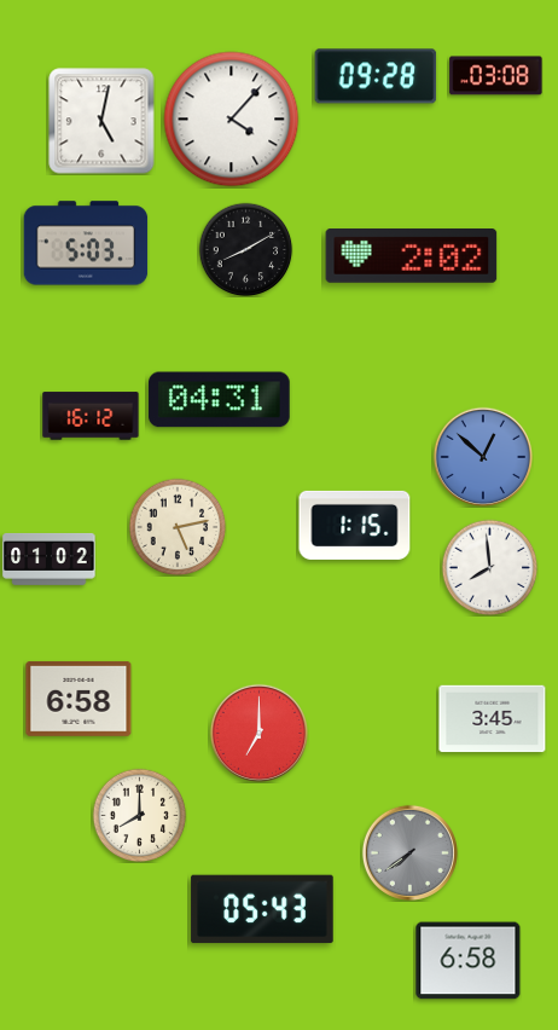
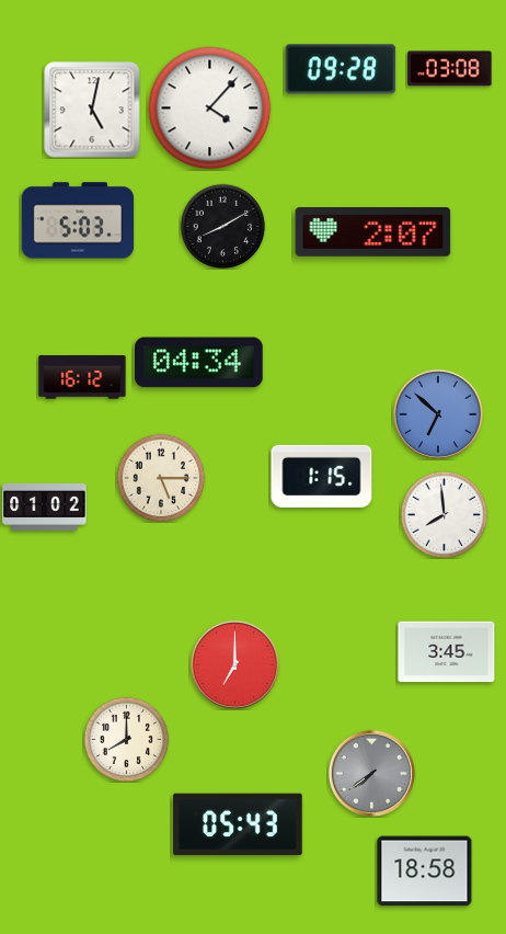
clock at (412, 256): 2:02 -> 2:07
clock at (220, 400): 04:31 -> 04:34
clock at (482, 456): 12:52 -> 6:52
clock at (178, 527): 5:13 -> 5:15
clock at (79, 699): 6:58 -> none
clock at (469, 961): 6:58 -> 18:58
